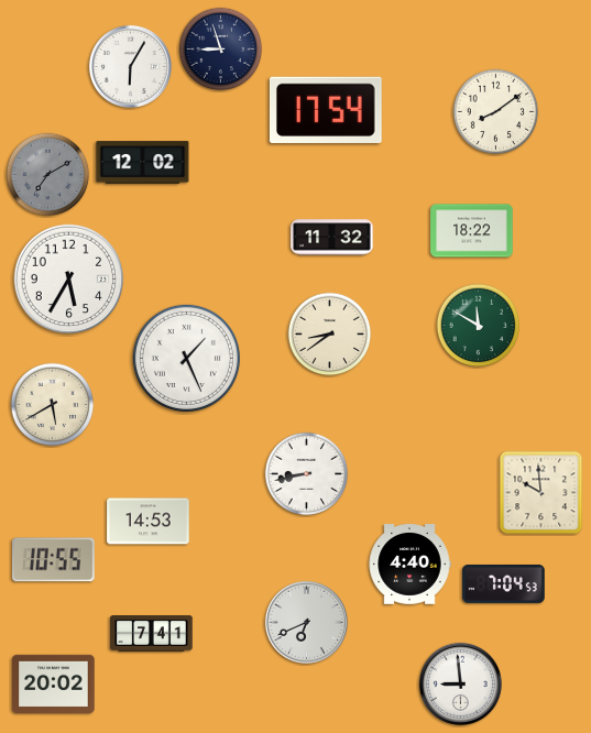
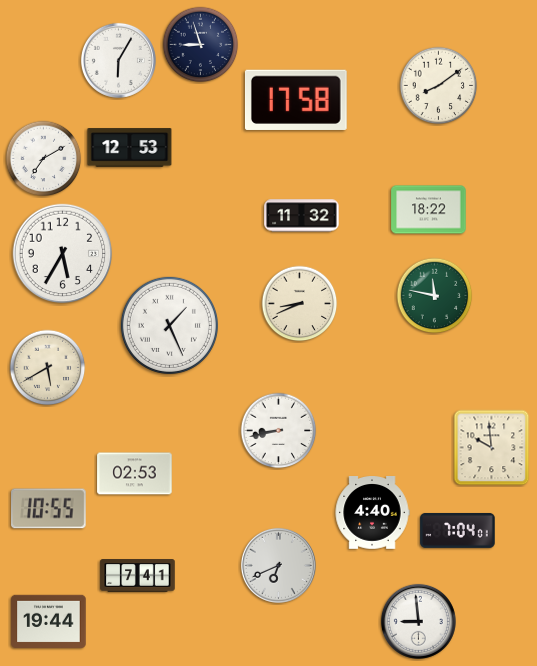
clock at (326, 110): 17:54 -> 17:58
clock at (496, 112) position: (496, 112) -> (439, 86)
clock at (143, 163): 12:02 -> 12:53
clock at (48, 175) dial: grey -> white
clock at (479, 326): 11:50 -> 11:47
clock at (330, 335): 8:39 -> 8:41
clock at (149, 522): 14:53 -> 02:53
clock at (504, 583): 7:04:53 -> 7:04:01
clock at (54, 683): 20:02 -> 19:44
